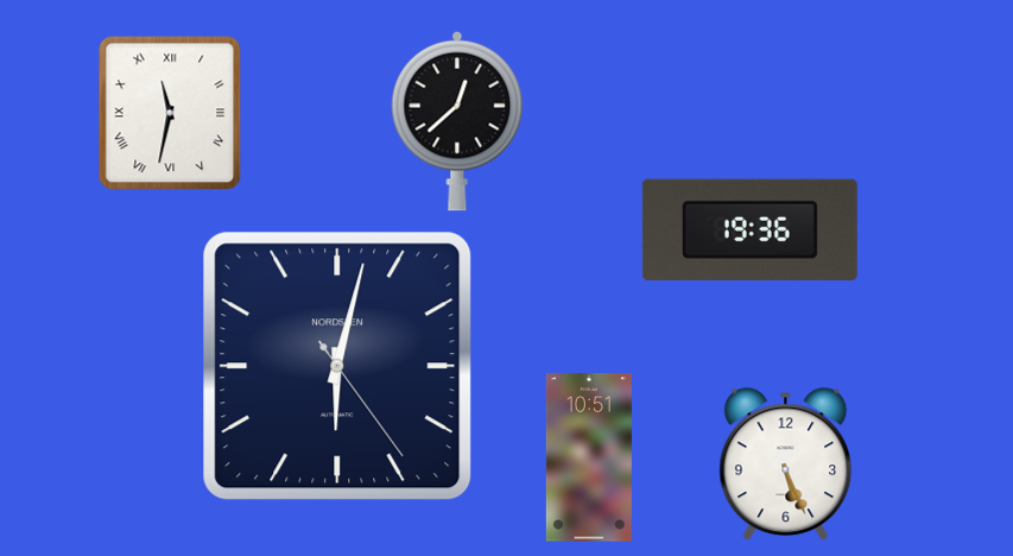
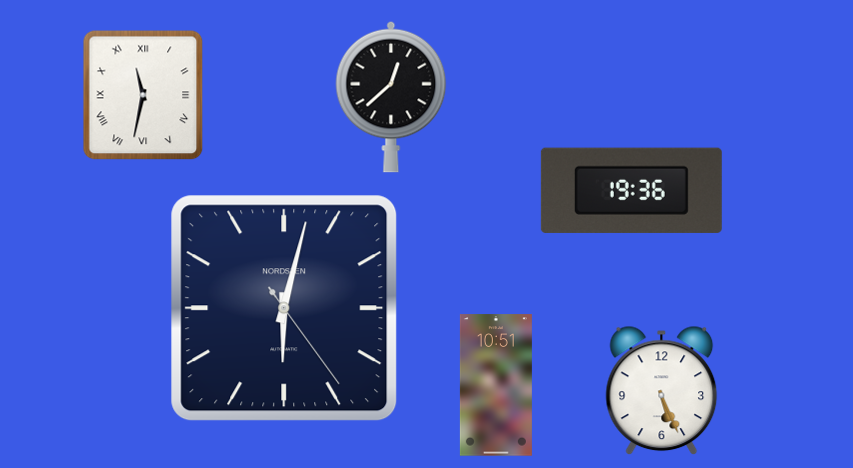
clock at (457, 121) position: (457, 121) -> (391, 97)
clock at (749, 229) position: (749, 229) -> (631, 190)
